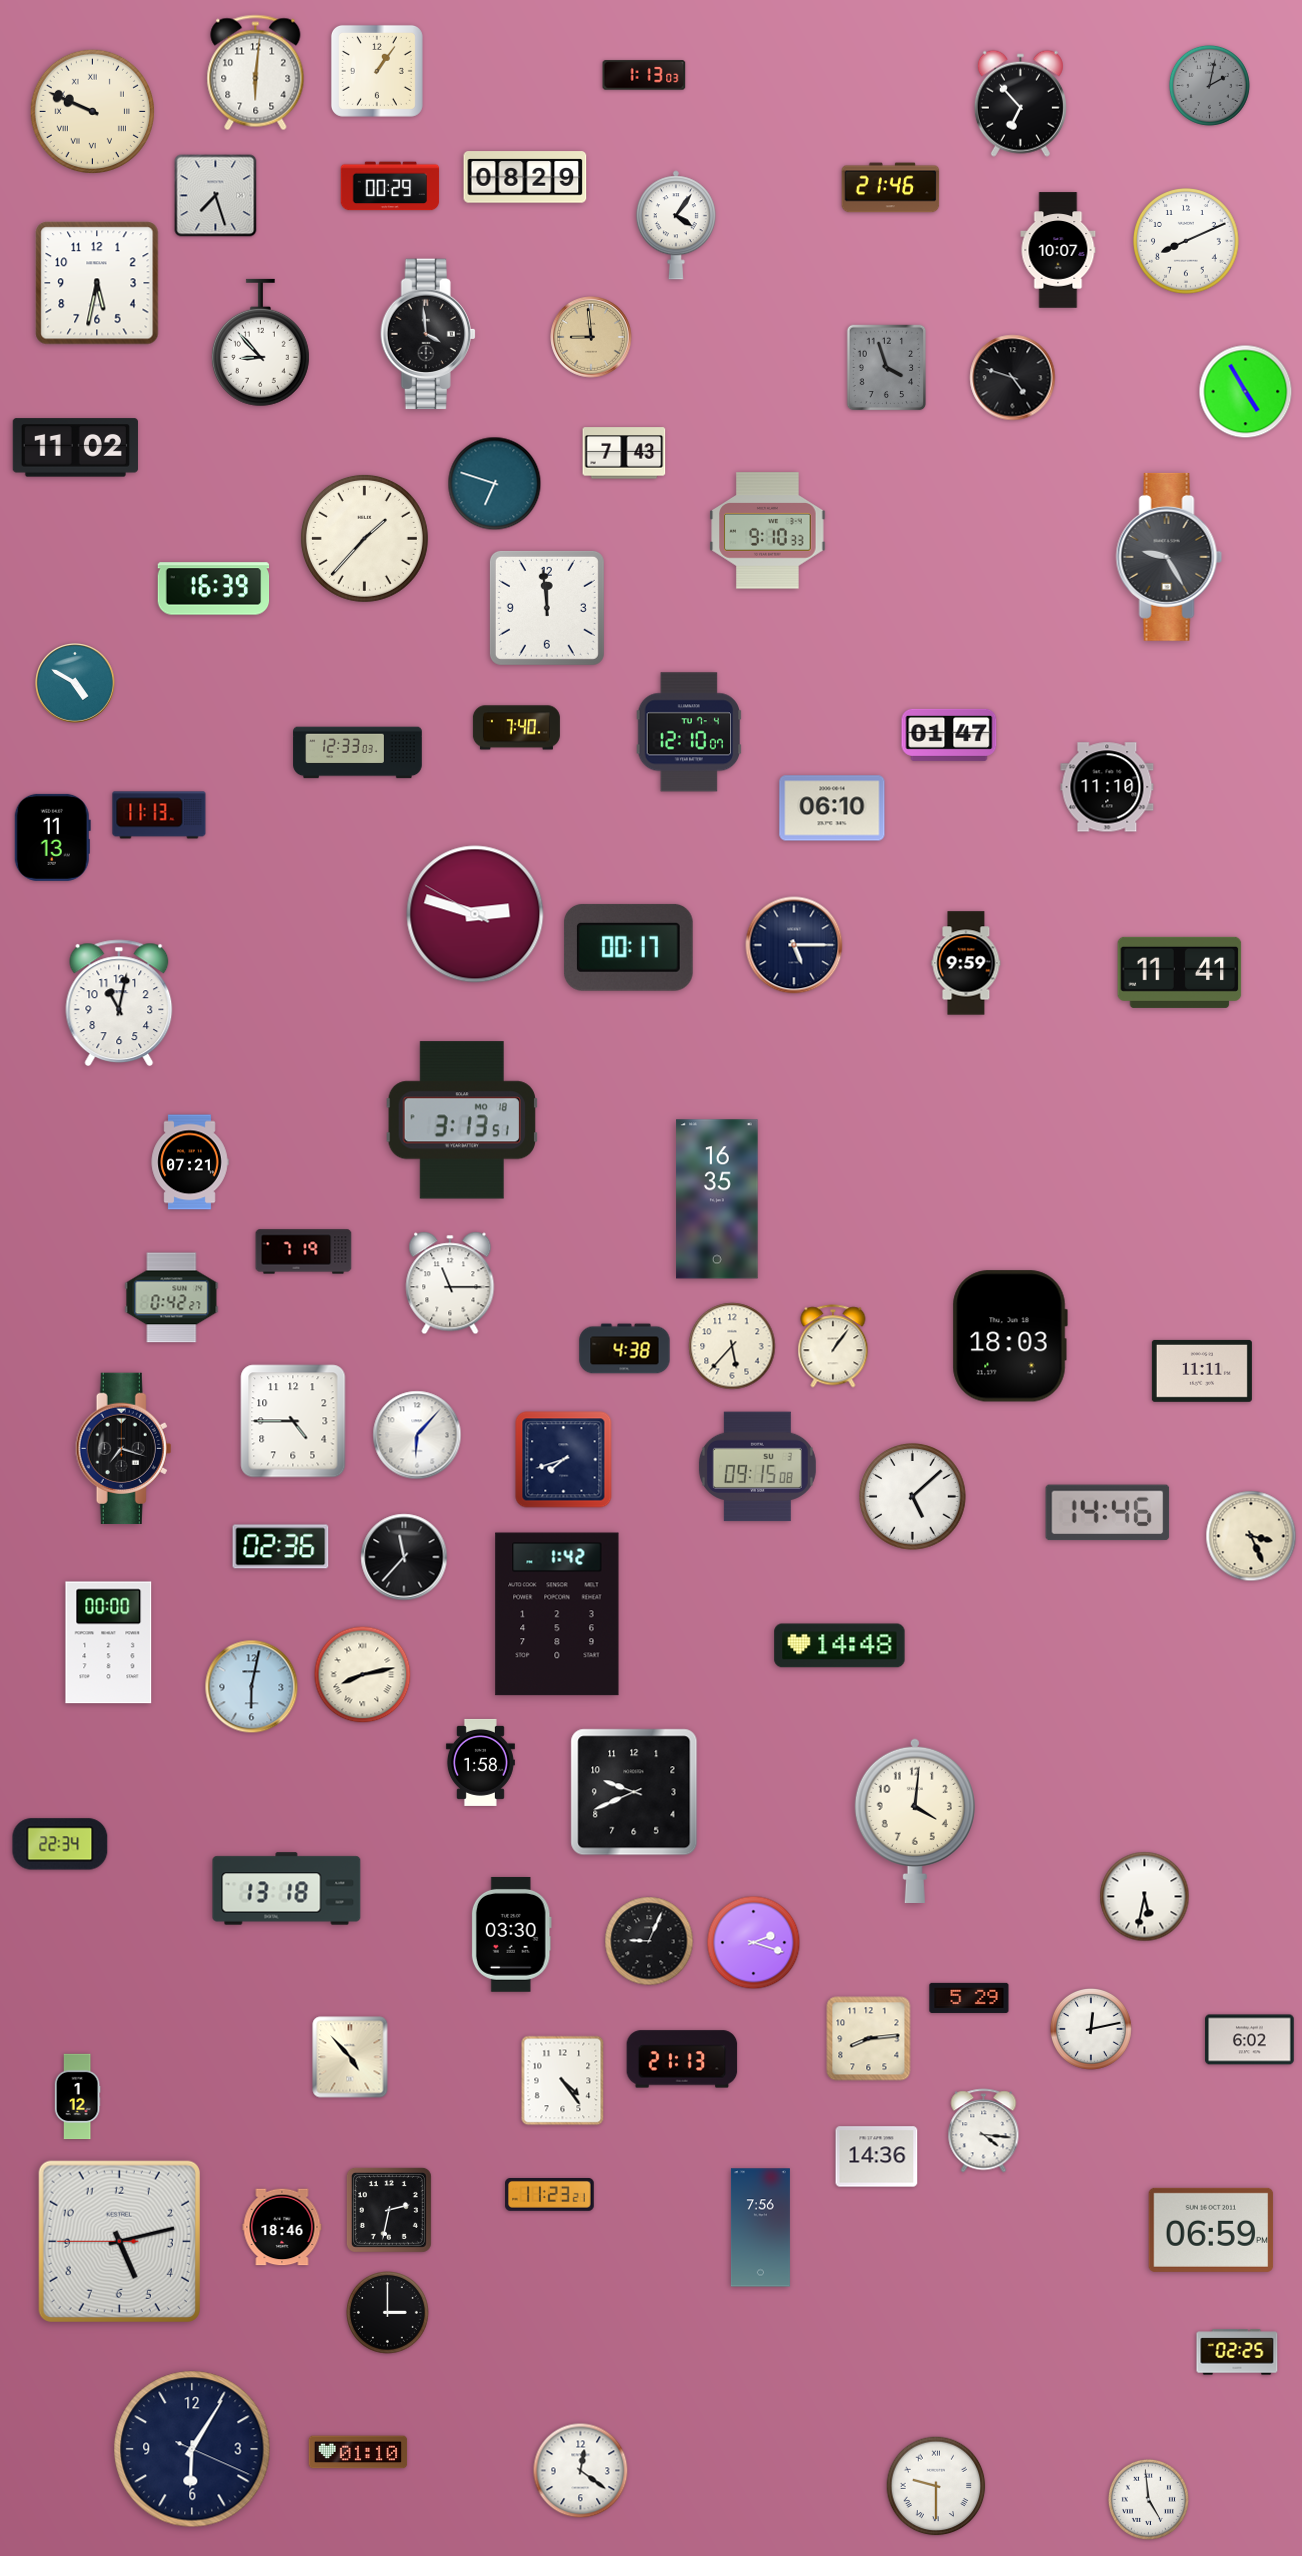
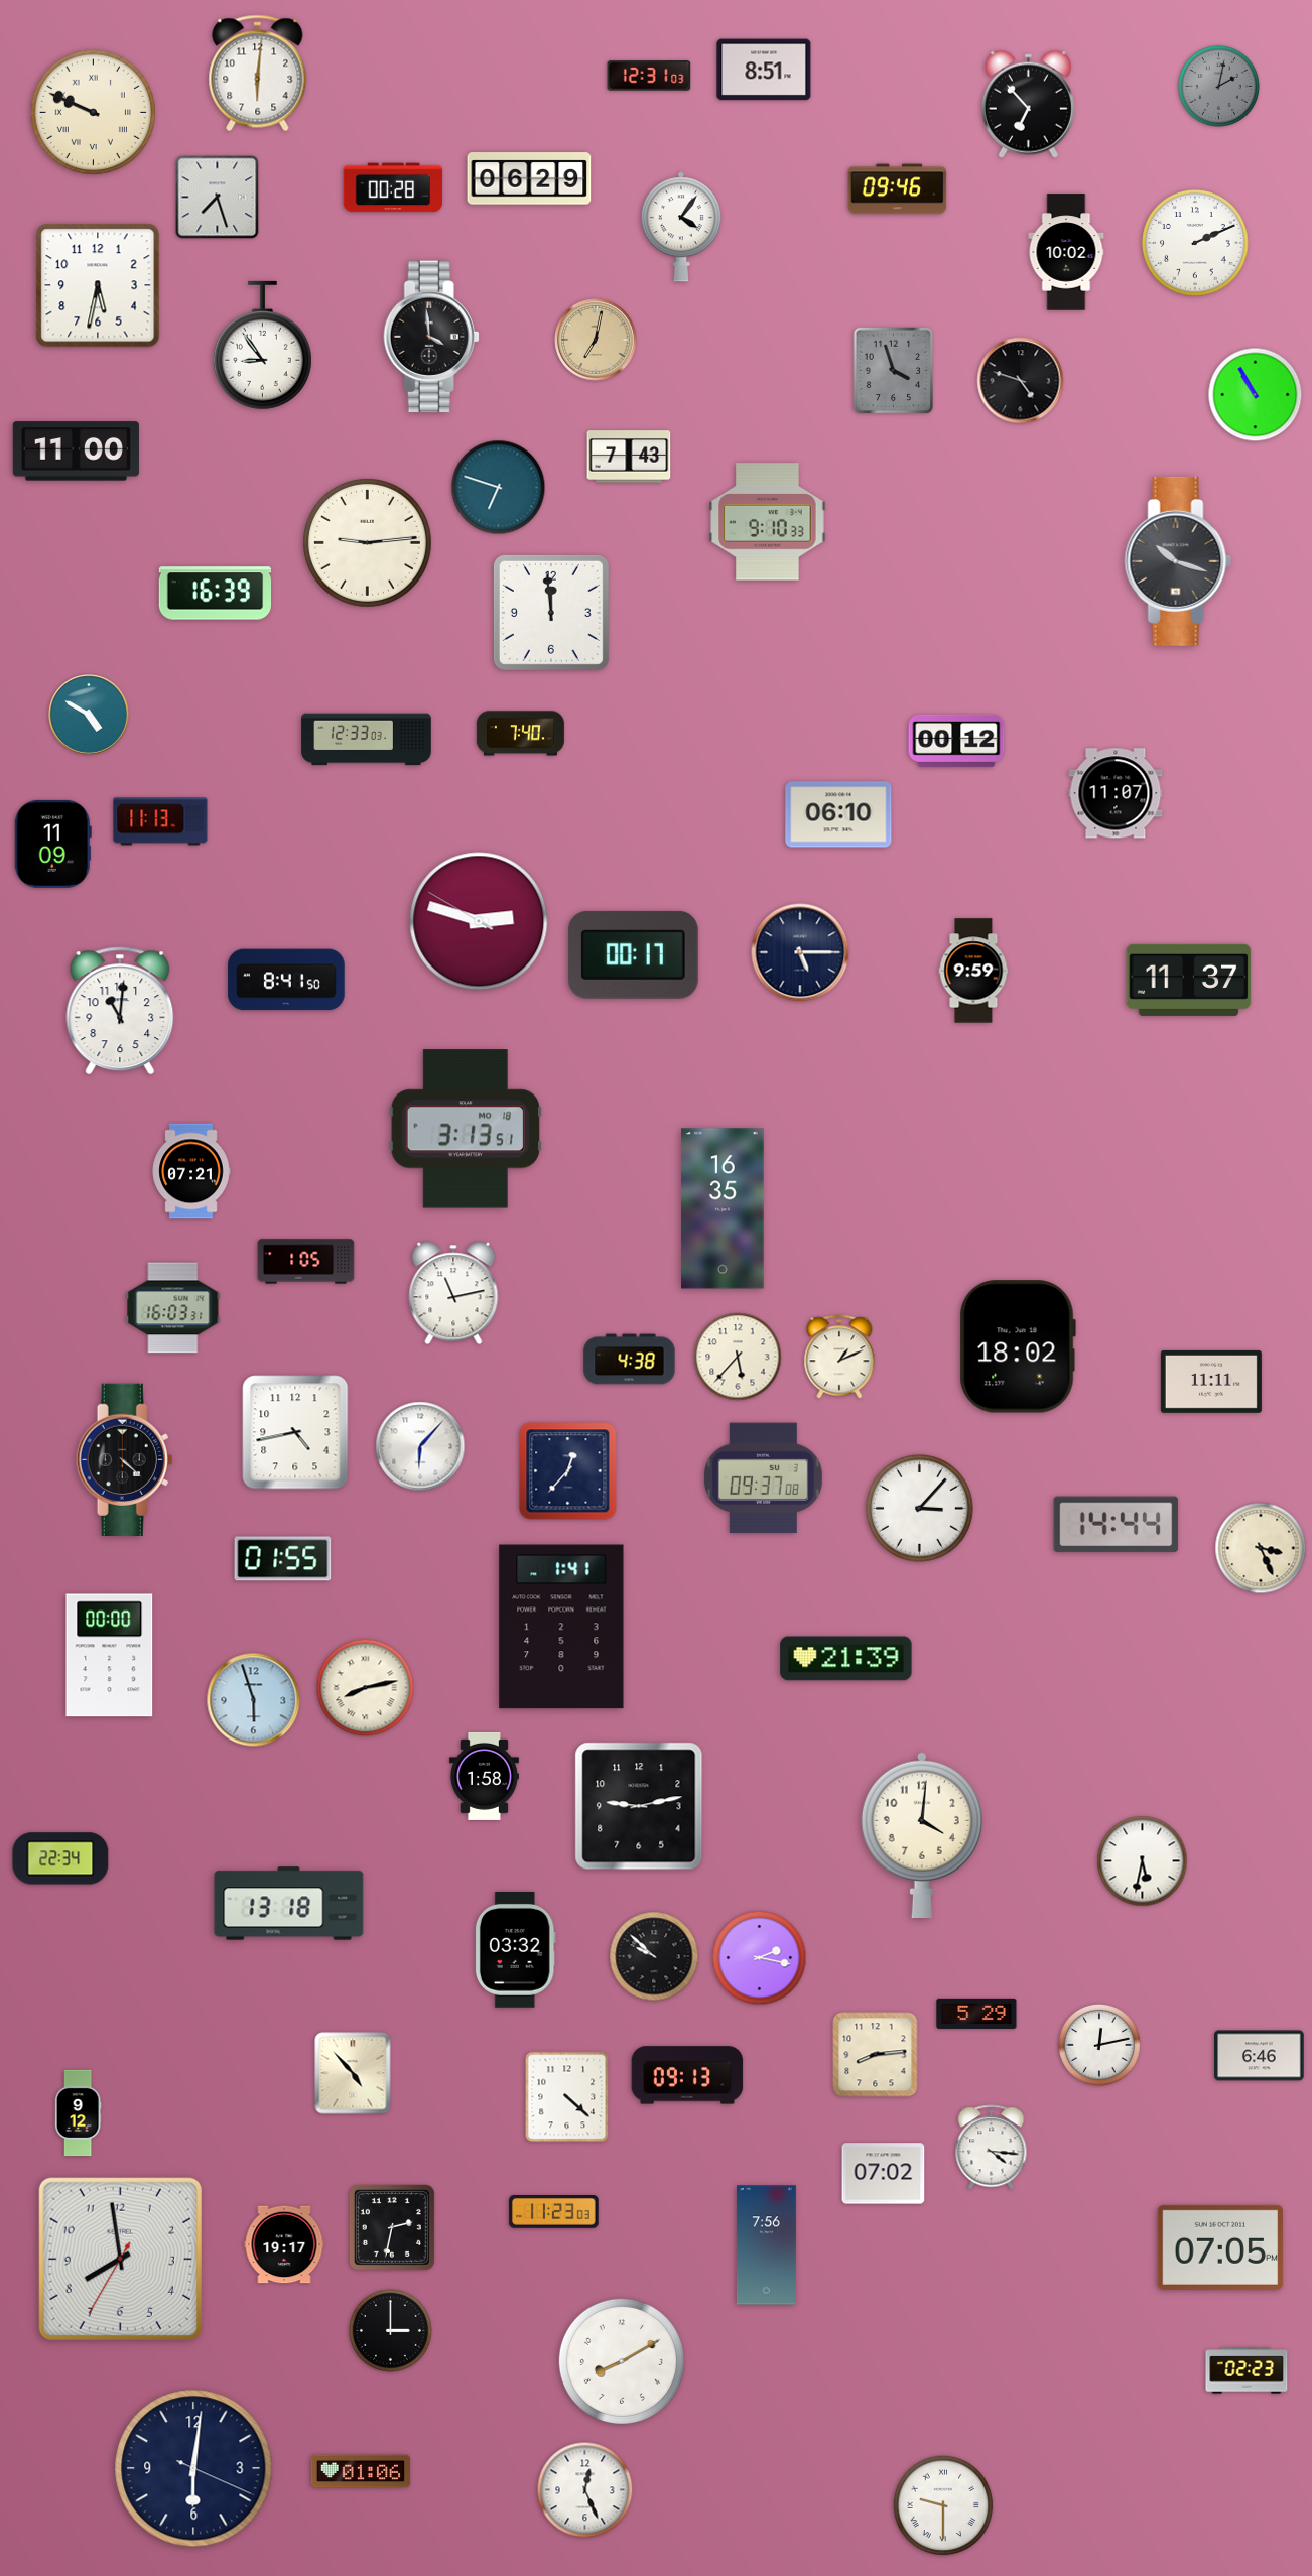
clock at (764, 70): none -> 8:51
clock at (377, 71): 1:06 -> none
clock at (644, 75): 1:13 -> 12:31
clock at (525, 177): 08:29 -> 06:29
clock at (390, 186): 00:29 -> 00:28
clock at (891, 188): 21:46 -> 09:46
clock at (1187, 242): 8:11 -> 2:11
clock at (1058, 250): 10:07 -> 10:02
clock at (591, 337): 8:59 -> 7:02
clock at (260, 343): 8:53 -> 8:54
clock at (1246, 392): 4:55 -> 10:55
clock at (75, 448): 11:02 -> 11:00
clock at (768, 531) position: (768, 531) -> (768, 522)
clock at (364, 538): 1:37 -> 9:14
clock at (1169, 557): 9:25 -> 10:18
clock at (76, 684) position: (76, 684) -> (90, 716)
clock at (689, 732): 12:10 -> none
clock at (949, 735): 01:47 -> 00:12
clock at (358, 753) position: (358, 753) -> (367, 740)
clock at (1107, 787): 11:10 -> 11:07
clock at (52, 837): 11:13 -> 11:09
clock at (286, 980): none -> 8:41
clock at (1180, 972): 11:41 -> 11:37
clock at (119, 1003): 11:02 -> 11:01
clock at (304, 1252): 7:19 -> 1:05
clock at (450, 1283): 11:15 -> 11:13
clock at (172, 1298): 0:42 -> 16:03
clock at (1010, 1336): 18:03 -> 18:02
clock at (833, 1346): 1:06 -> 1:11
clock at (293, 1421): 4:45 -> 4:43
clock at (124, 1448): 7:18 -> 4:22
clock at (564, 1460): 7:42 -> 12:37
clock at (757, 1467): 09:15 -> 09:37
clock at (913, 1497): 5:08 -> 3:07
clock at (1108, 1513): 14:46 -> 14:44
clock at (281, 1547): 02:36 -> 01:55
clock at (404, 1557): 11:37 -> none
clock at (557, 1614): 1:42 -> 1:41
clock at (840, 1646): 14:48 -> 21:39
clock at (252, 1687): 6:02 -> 5:57
clock at (634, 1792): 9:41 -> 9:13
clock at (1145, 1897) position: (1145, 1897) -> (1143, 1861)
clock at (511, 1934): 03:30 -> 03:32
clock at (649, 1941): 9:04 -> 9:52
clock at (754, 1943): 2:18 -> 2:17
clock at (1250, 2040): 6:02 -> 6:46
clock at (682, 2059): 21:13 -> 09:13
clock at (563, 2081): 4:24 -> 4:22
clock at (77, 2097): 1:12 -> 9:12
clock at (877, 2157): 14:36 -> 07:02
clock at (550, 2195): 11:23:21 -> 11:23:03
clock at (282, 2227): 18:46 -> 19:17
clock at (1211, 2230): 06:59 -> 07:05
clock at (119, 2241): 5:12 -> 7:58
clock at (622, 2361): none -> 8:10
clock at (1237, 2352): 02:25 -> 02:23
clock at (192, 2449): 6:05 -> 6:01
clock at (358, 2452): 01:10 -> 01:06
clock at (581, 2471): 12:21 -> 12:26
clock at (1148, 2499): 4:59 -> none
